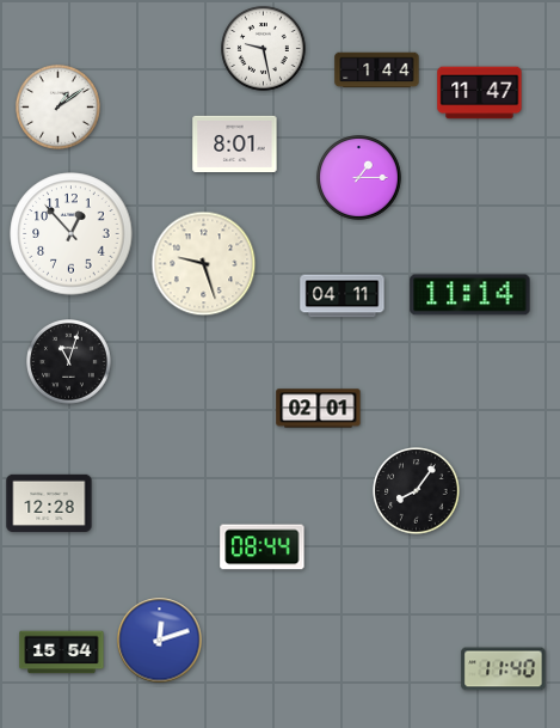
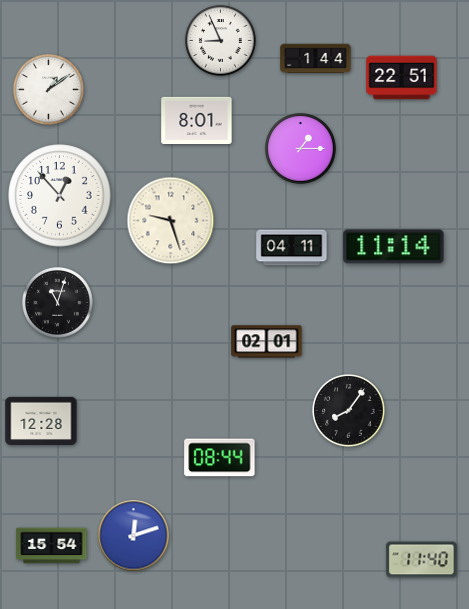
clock at (264, 49): 9:28 -> 8:56
clock at (480, 93): 11:47 -> 22:51
clock at (343, 296) position: (343, 296) -> (292, 248)
